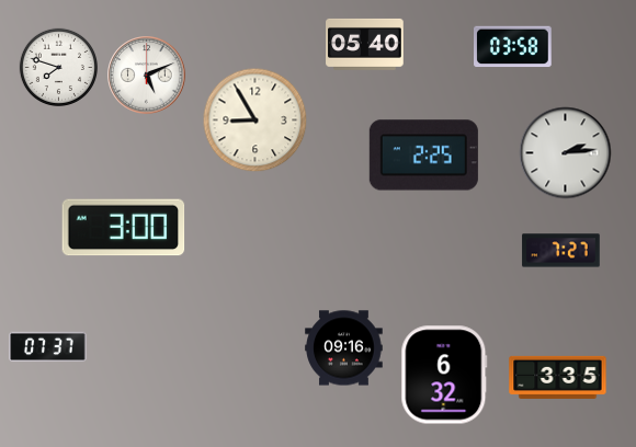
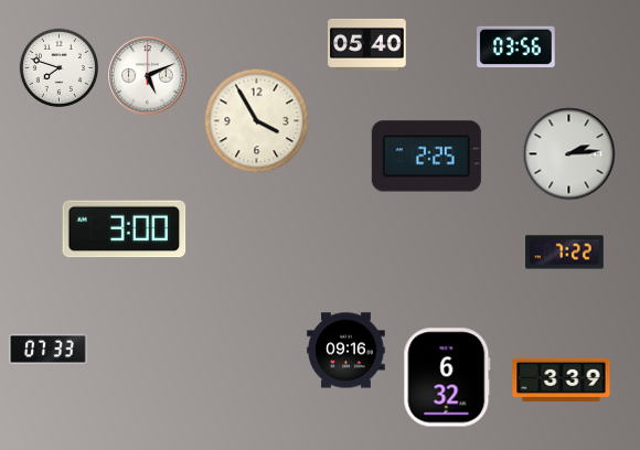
clock at (513, 47): 03:58 -> 03:56
clock at (255, 121): 8:55 -> 3:55
clock at (561, 251): 7:27 -> 7:22
clock at (48, 347): 07:37 -> 07:33
clock at (558, 377): 3:35 -> 3:39
